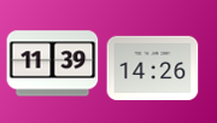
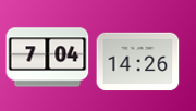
clock at (53, 64): 11:39 -> 7:04
